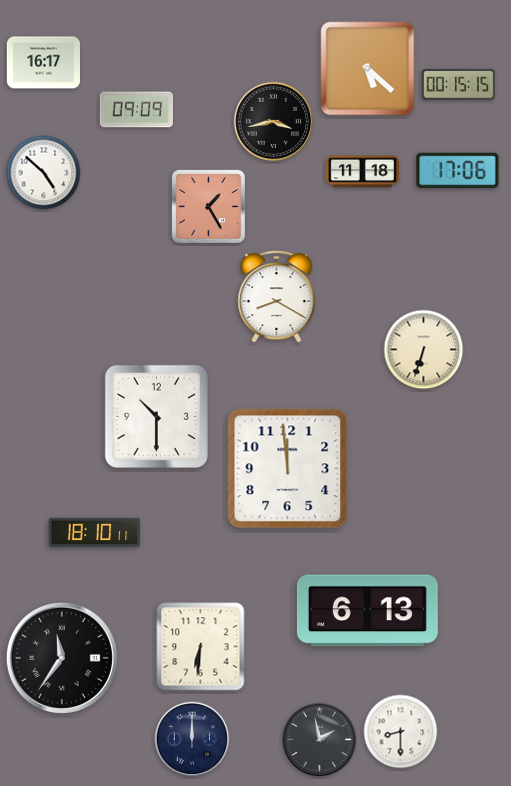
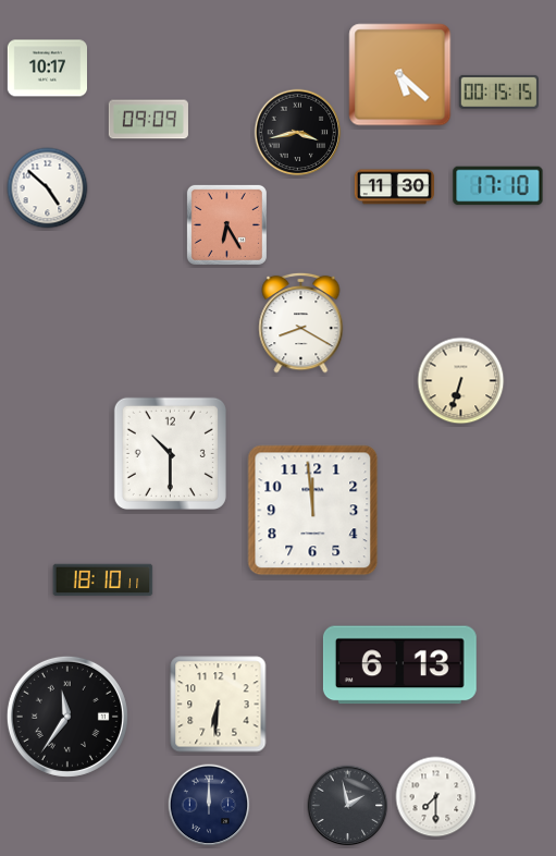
clock at (43, 63): 16:17 -> 10:17
clock at (458, 171): 17:06 -> 17:10
clock at (362, 172): 11:18 -> 11:30
clock at (208, 206): 1:25 -> 6:25
clock at (401, 732): 8:30 -> 7:30
